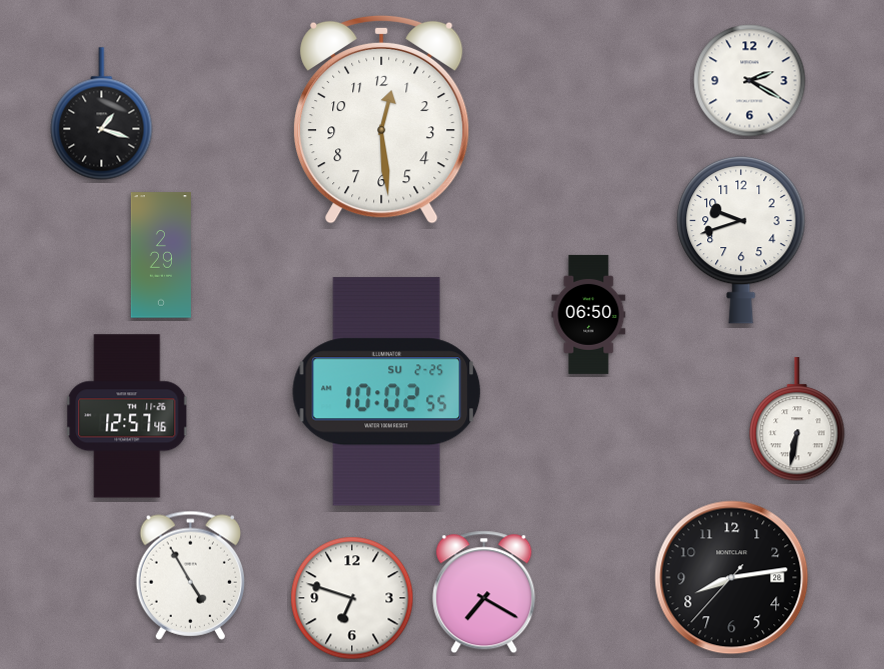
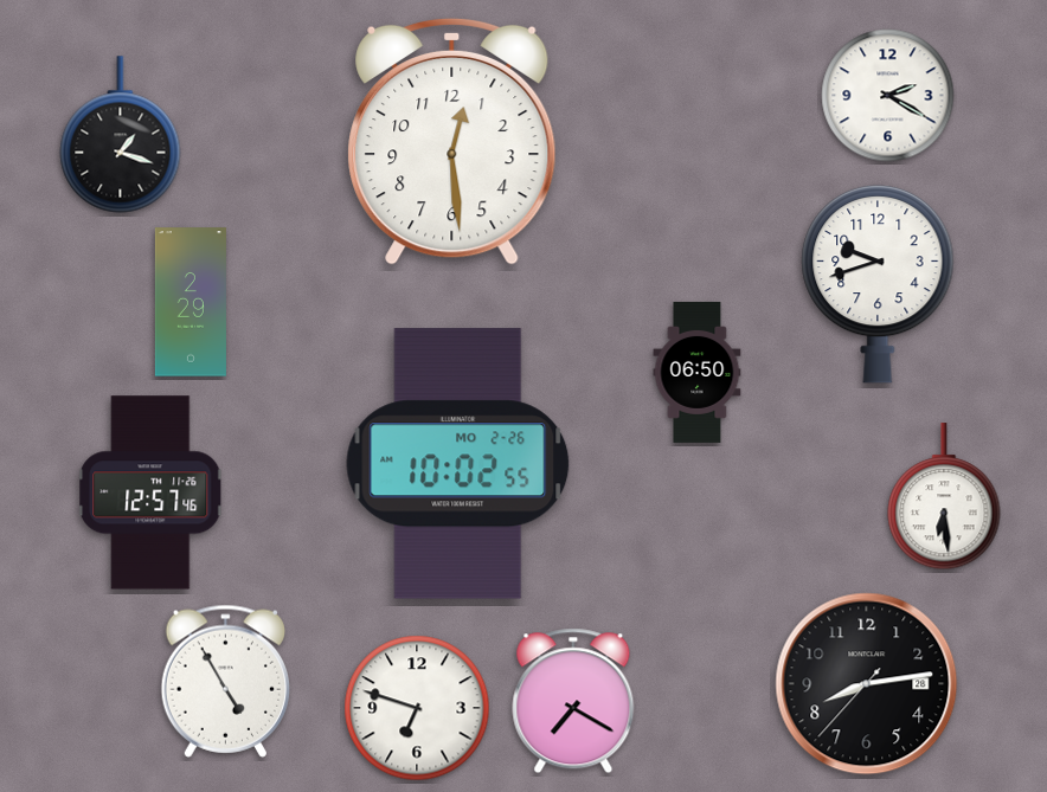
clock at (387, 392) date: SU 2-25 -> MO 2-26
clock at (797, 420): 6:32 -> 6:29
